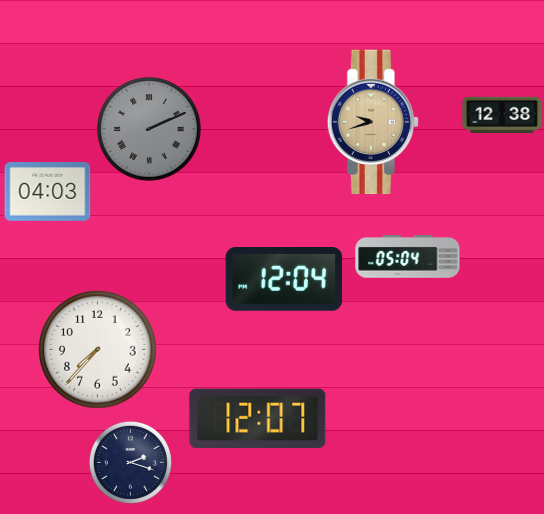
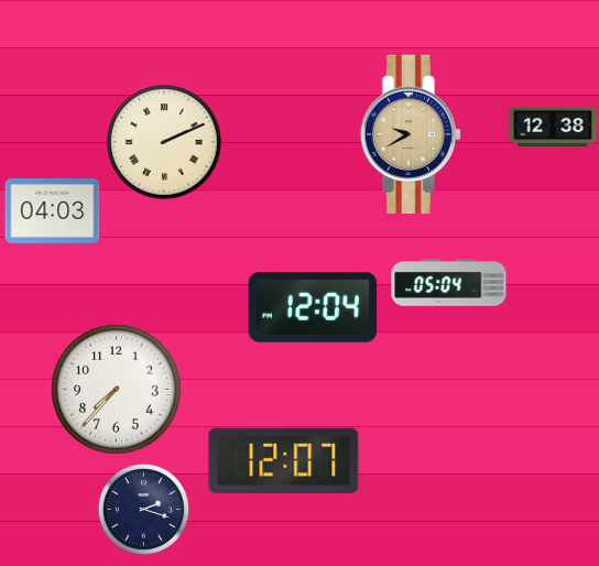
clock at (372, 122): 9:42 -> 9:40
clock at (150, 130) dial: grey -> cream
clock at (98, 350) position: (98, 350) -> (117, 390)
